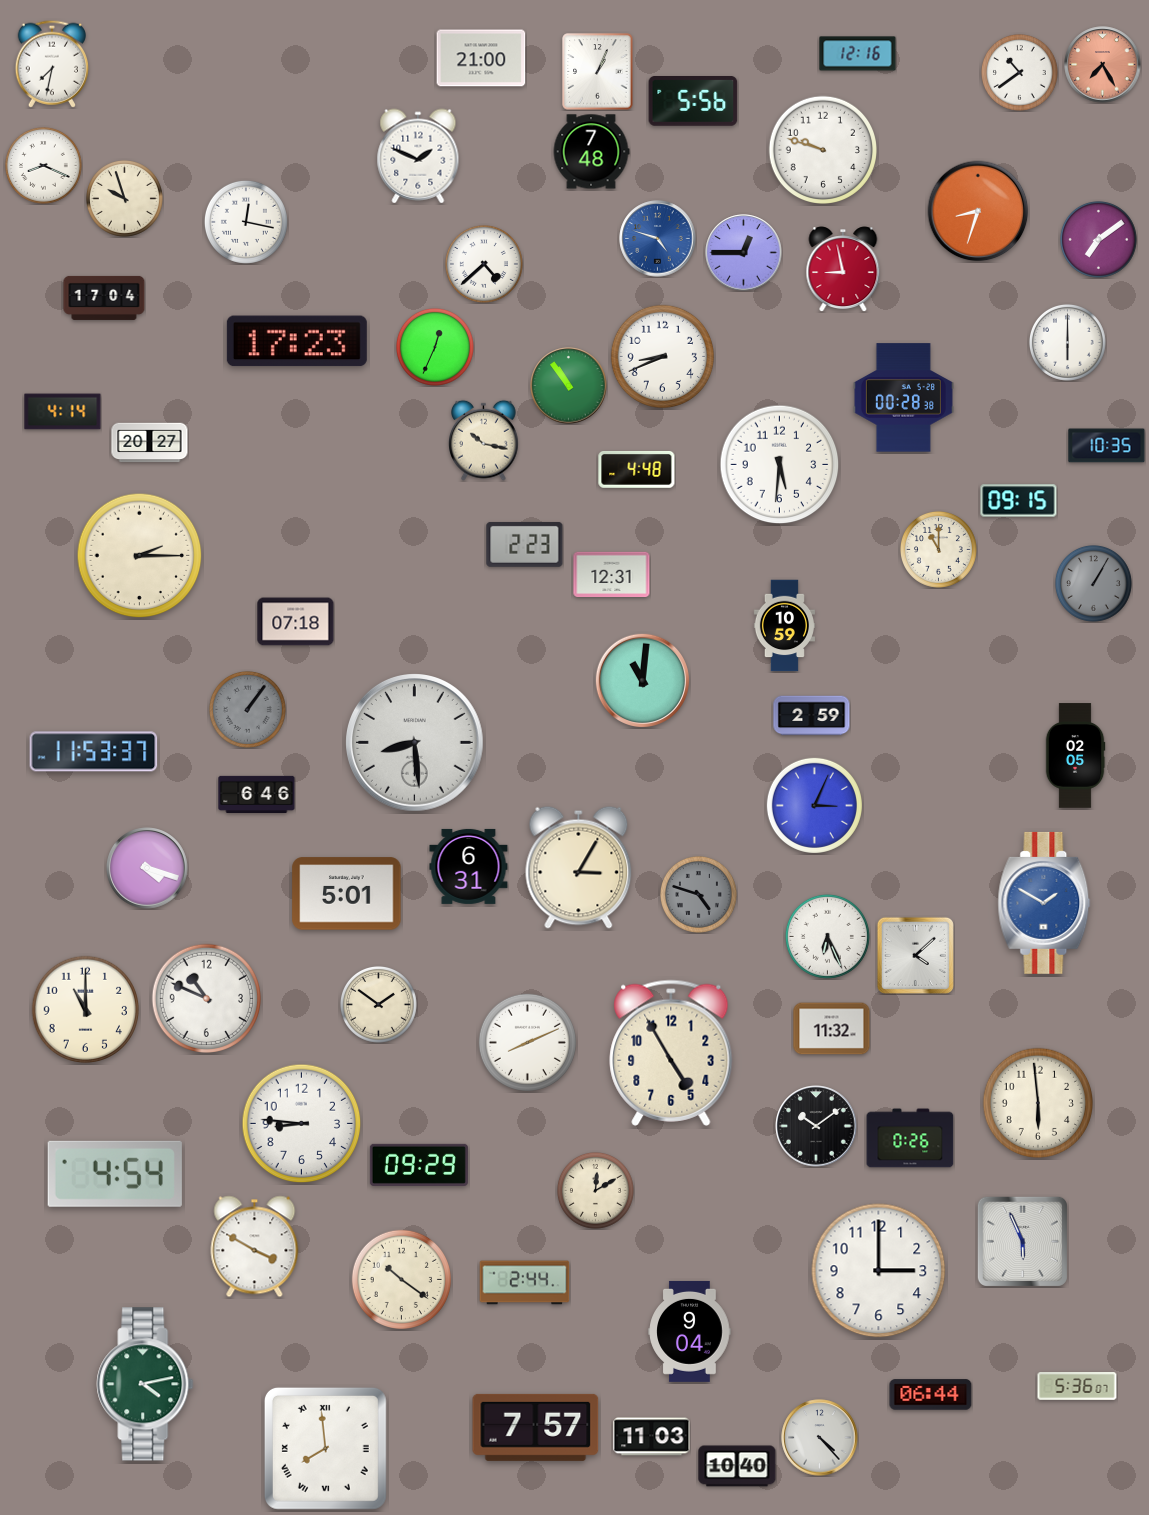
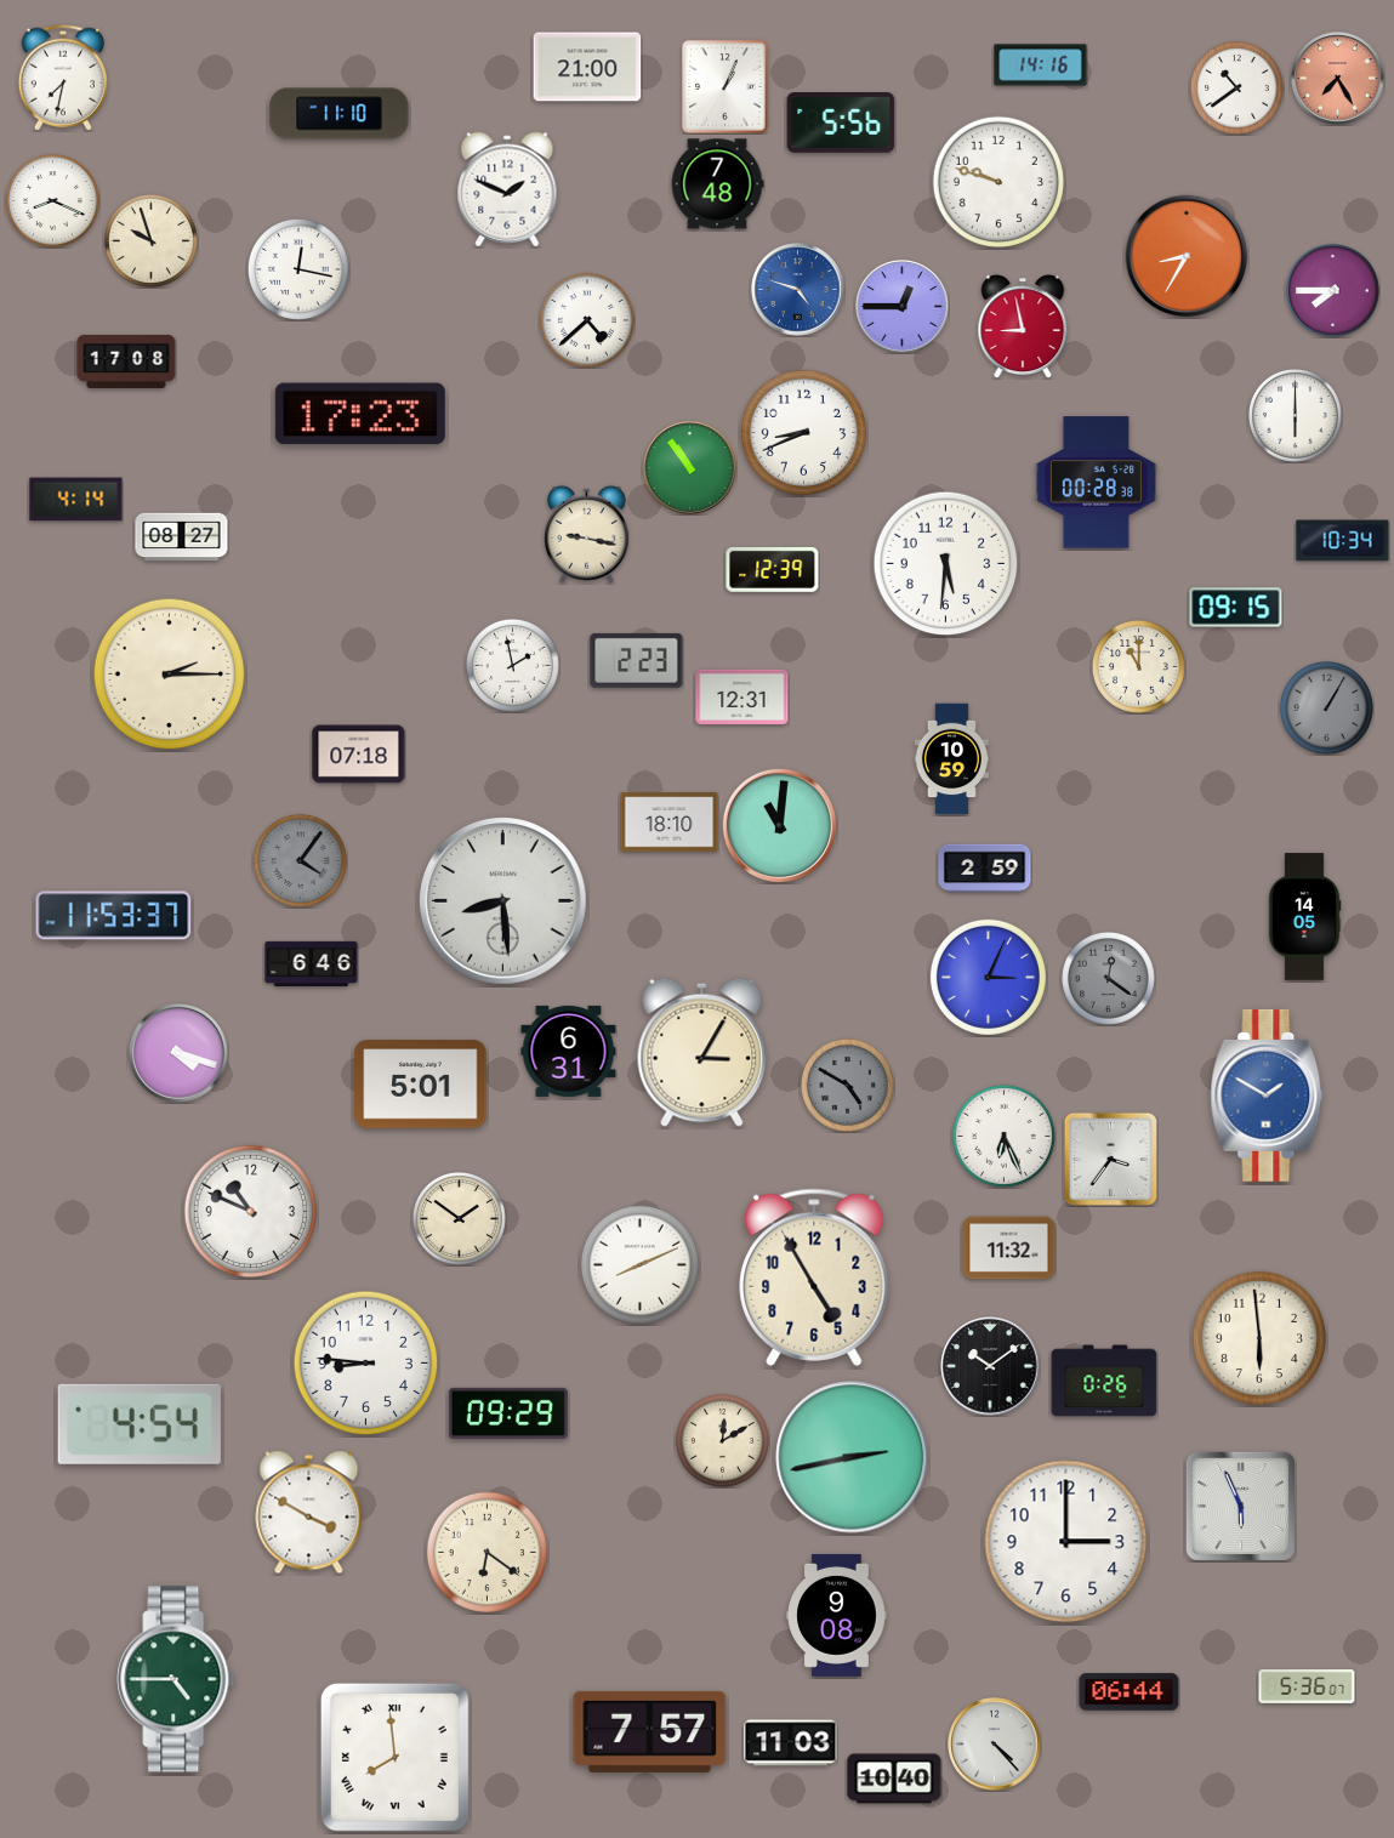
clock at (858, 54): 12:16 -> 14:16
clock at (481, 58) position: (481, 58) -> (587, 67)
clock at (340, 114): none -> 11:10
clock at (978, 211): 8:33 -> 8:35
clock at (1098, 239): 7:09 -> 7:45
clock at (104, 298): 17:04 -> 17:08
clock at (435, 347): 12:34 -> none
clock at (484, 440): 10:17 -> 9:17
clock at (150, 443): 20:27 -> 08:27
clock at (1107, 446): 10:35 -> 10:34
clock at (637, 469): 4:48 -> 12:39
clock at (512, 665): none -> 1:58
clock at (670, 823): none -> 18:10
clock at (247, 709): 1:06 -> 4:06
clock at (94, 752) position: (94, 752) -> (114, 916)
clock at (1075, 756): 02:05 -> 14:05
clock at (1108, 978): none -> 12:21
clock at (698, 894): 4:48 -> 4:50
clock at (915, 955): 4:08 -> 3:36
clock at (85, 1009): 11:00 -> none
clock at (595, 1190) position: (595, 1190) -> (722, 1440)
clock at (852, 1457): none -> 2:43
clock at (401, 1279): 10:21 -> 6:21
clock at (525, 1283): 2:44 -> none
clock at (690, 1331): 9:04 -> 9:08
clock at (145, 1384): 4:13 -> 4:45
clock at (1077, 1387) position: (1077, 1387) -> (1307, 1688)
